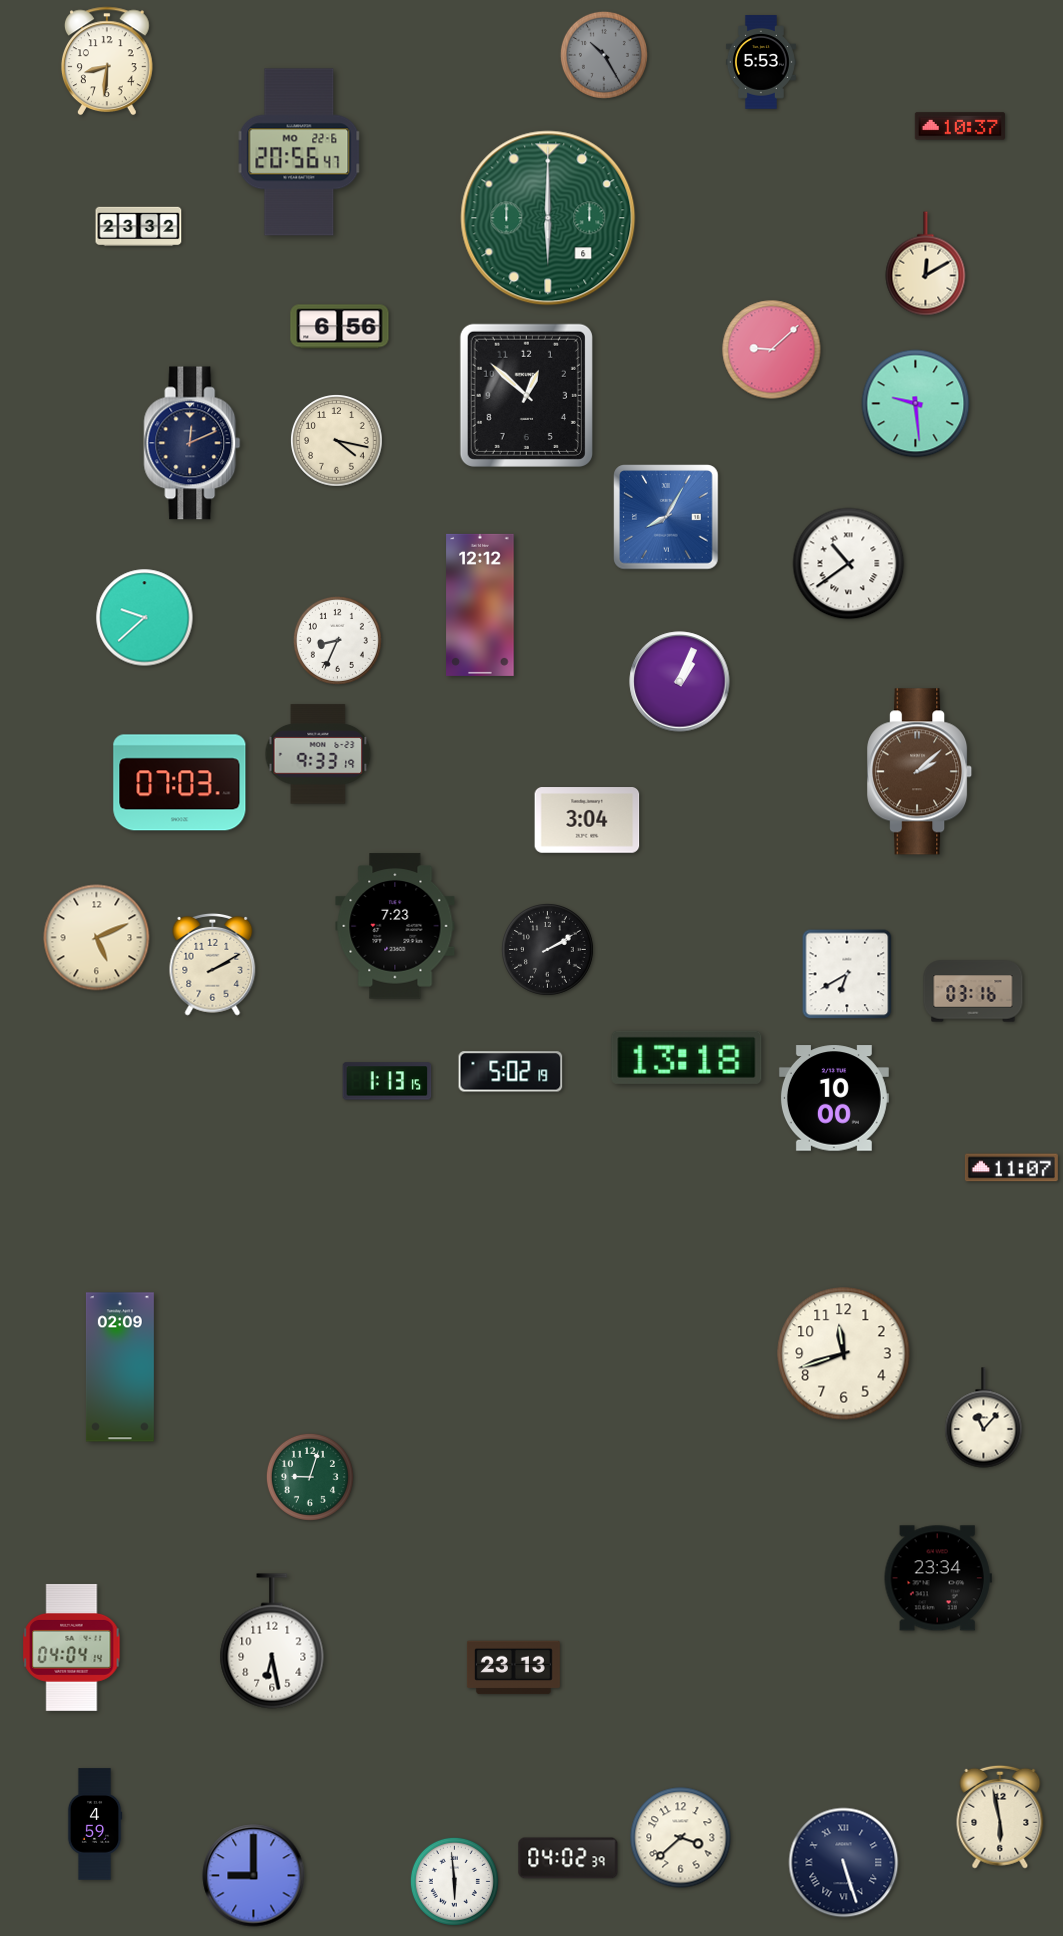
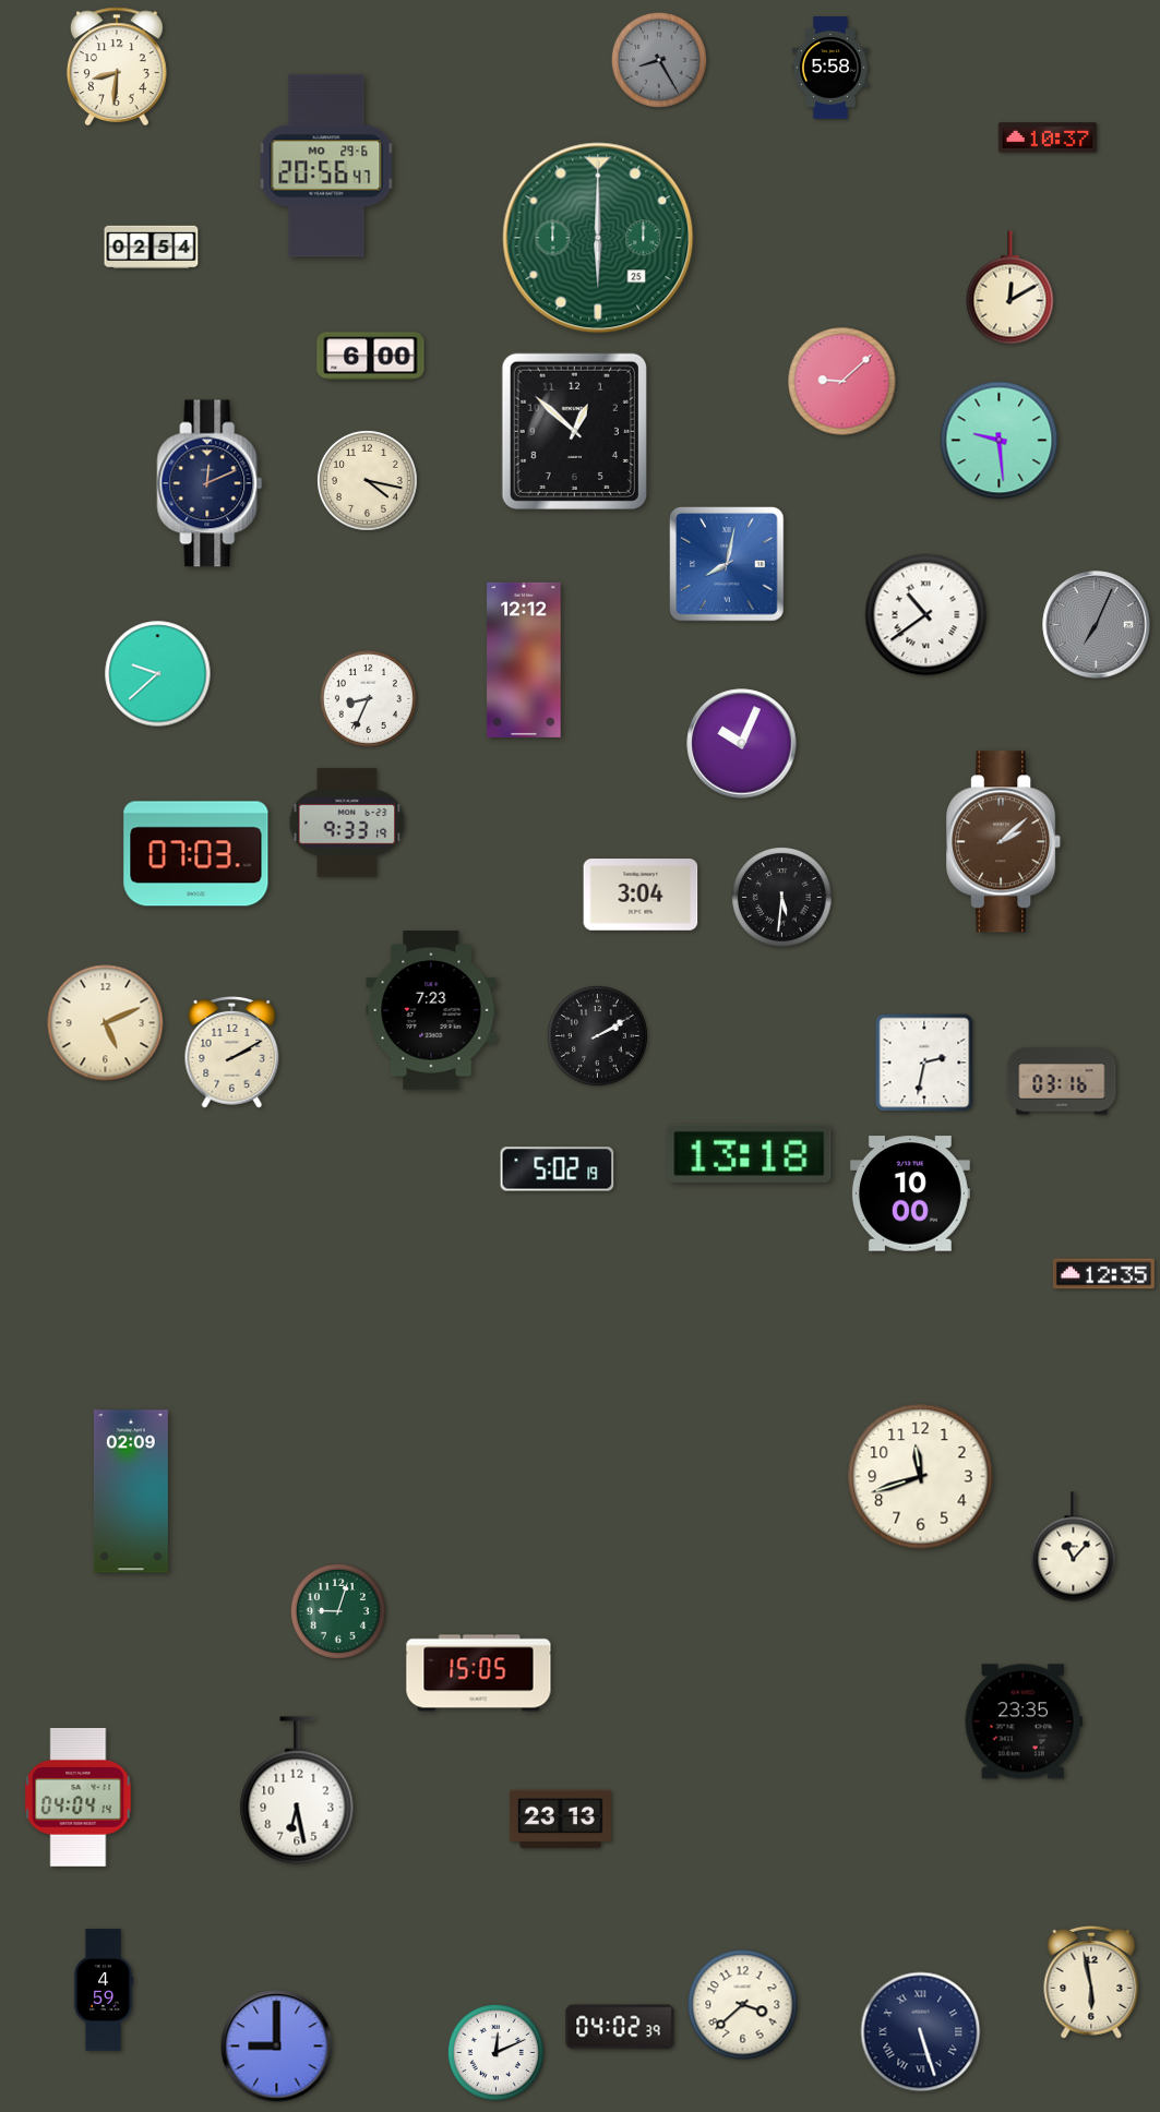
clock at (604, 55): 10:25 -> 8:25
clock at (761, 62): 5:53 -> 5:58
clock at (299, 152) date: MO 22-6 -> MO 29-6
clock at (548, 218) date: 6 -> 25
clock at (139, 227): 23:32 -> 02:54
clock at (340, 327): 6:56 -> 6:00
clock at (666, 517): 8:05 -> 8:02
clock at (1097, 625): none -> 7:04
clock at (680, 682): 1:04 -> 10:04
clock at (782, 898): none -> 5:31
clock at (847, 974): 6:40 -> 2:32
clock at (387, 1081): 1:13 -> none
clock at (834, 1098) position: (834, 1098) -> (910, 1193)
clock at (1011, 1168): 11:07 -> 12:35
clock at (479, 1673): none -> 15:05
clock at (938, 1578): 23:34 -> 23:35
clock at (454, 1881): 5:59 -> 12:11
